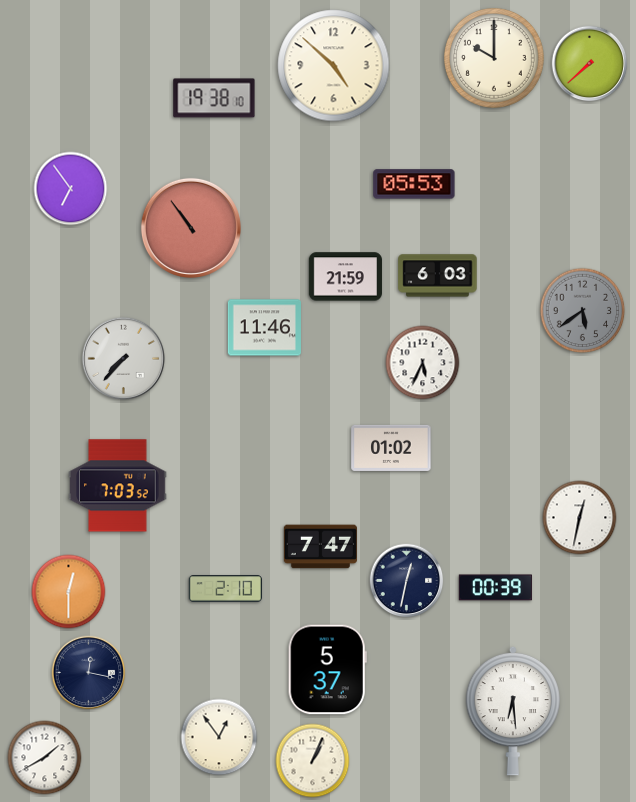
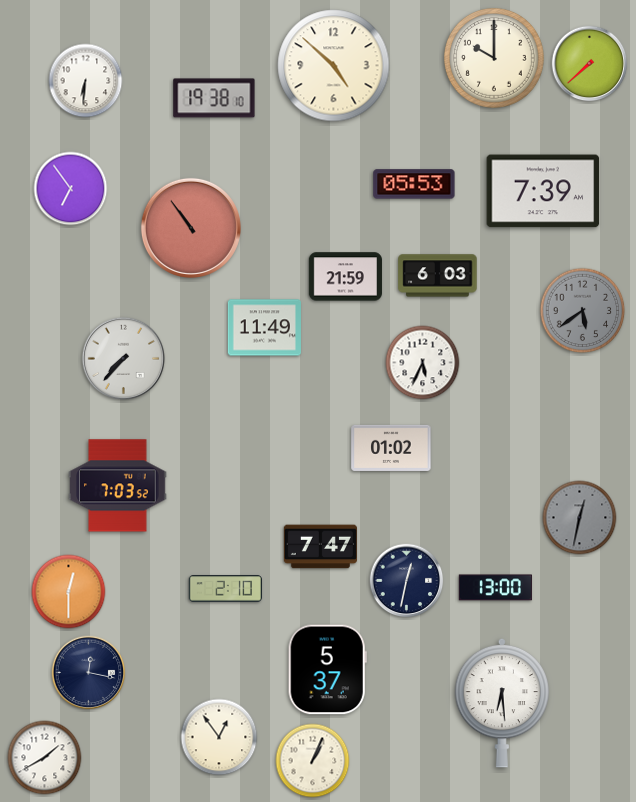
clock at (86, 81): none -> 6:31
clock at (543, 191): none -> 7:39
clock at (264, 328): 11:46 -> 11:49
clock at (580, 518) dial: white -> grey
clock at (495, 588): 00:39 -> 13:00
clock at (513, 711) position: (513, 711) -> (502, 703)
